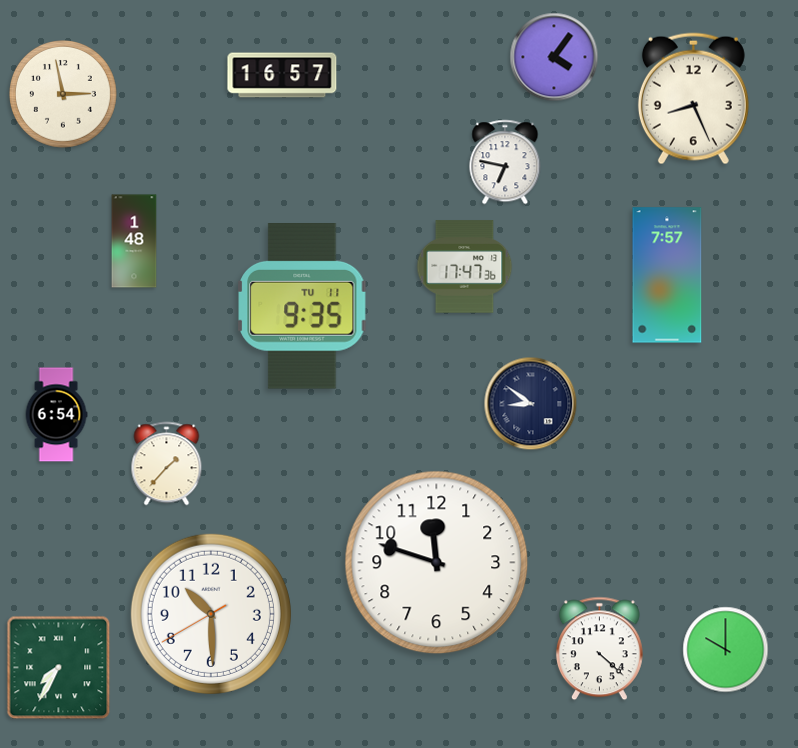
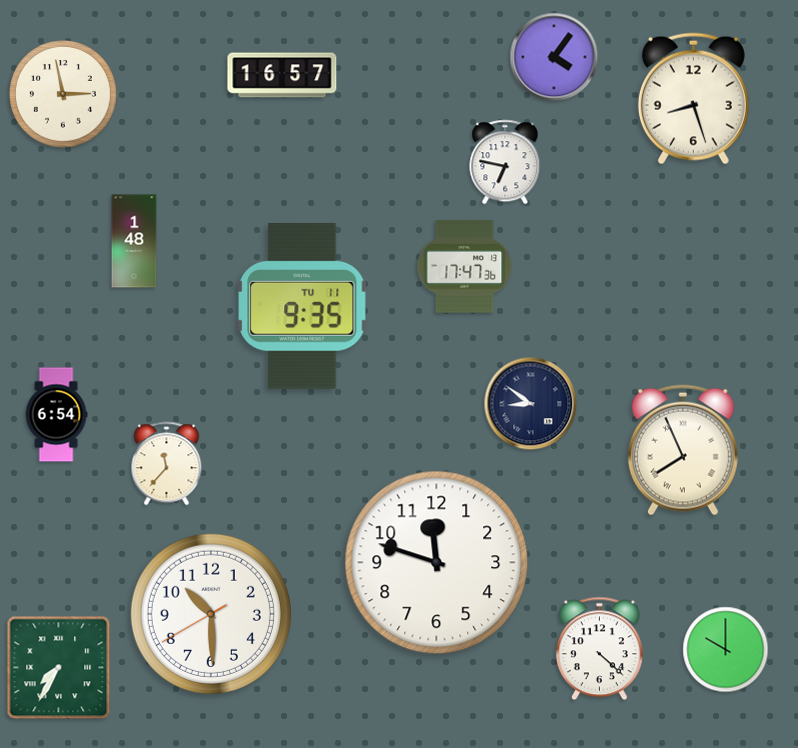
clock at (693, 99): 8:26 -> 8:27
clock at (667, 275): 7:57 -> none
clock at (683, 450): none -> 7:56
clock at (167, 464): 1:37 -> 11:37
